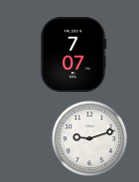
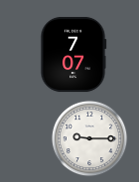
clock at (90, 139): 9:12 -> 9:15
